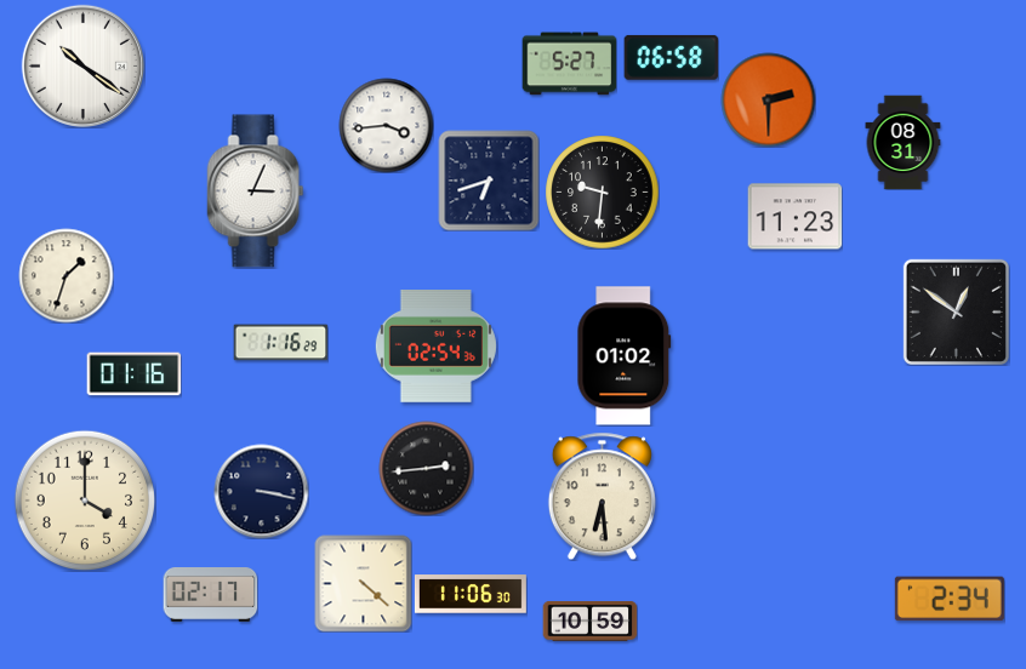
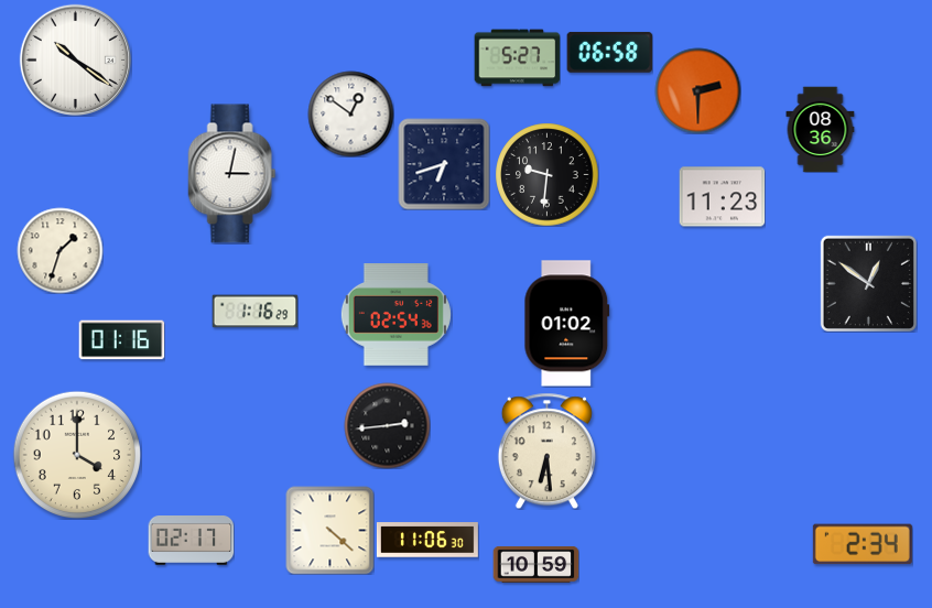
clock at (386, 125): 3:44 -> 12:51
clock at (904, 142): 08:31 -> 08:36
clock at (256, 191): 3:04 -> 3:02
clock at (261, 491): 3:17 -> none
